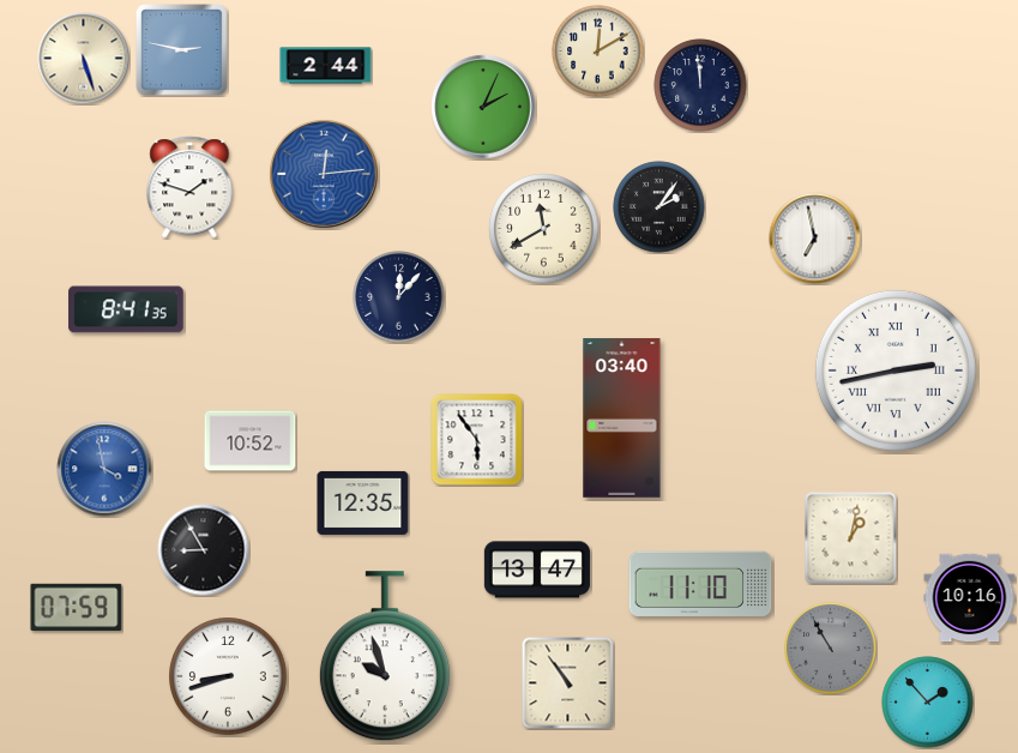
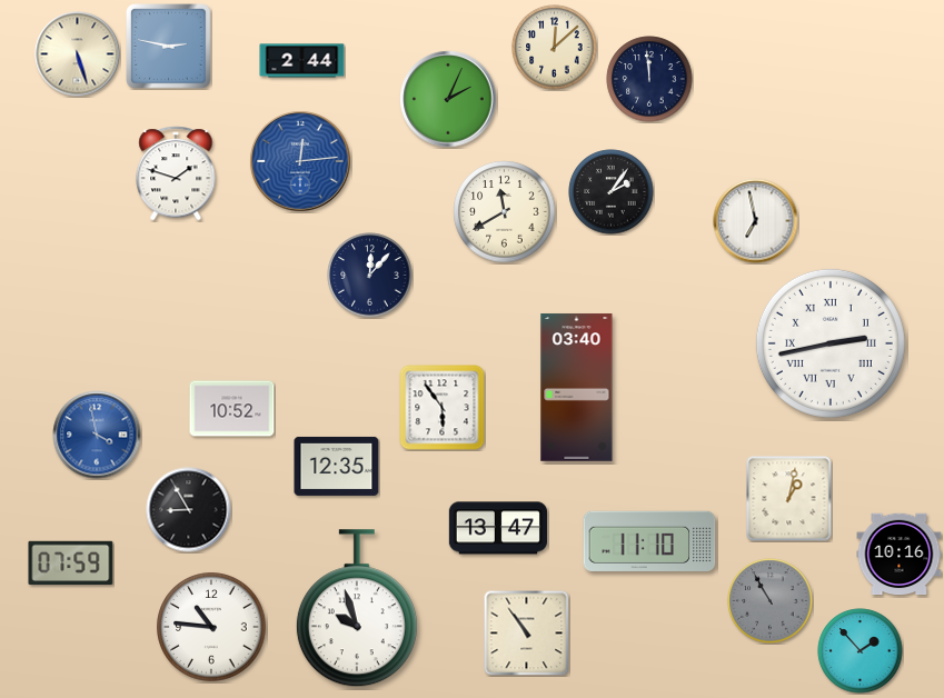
clock at (598, 52): 12:10 -> 12:08
clock at (126, 309): 8:41 -> none
clock at (228, 676): 8:42 -> 10:46
